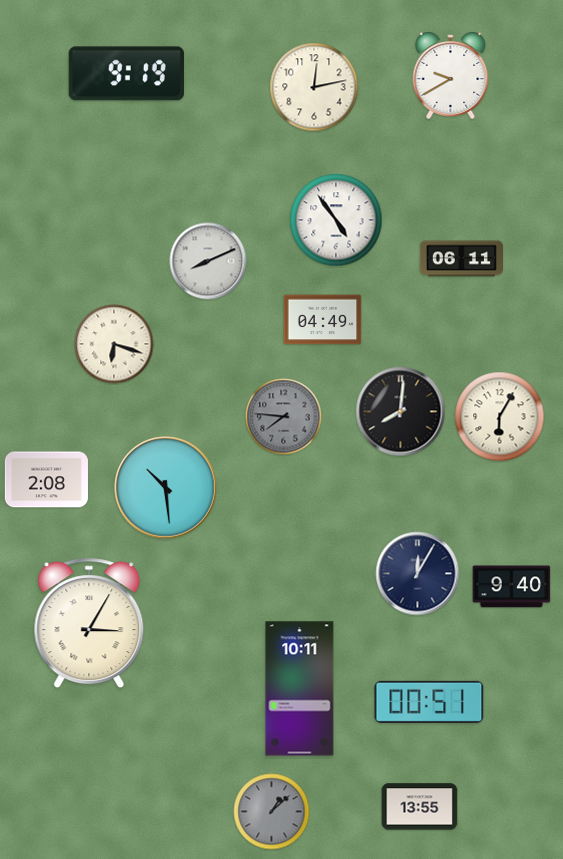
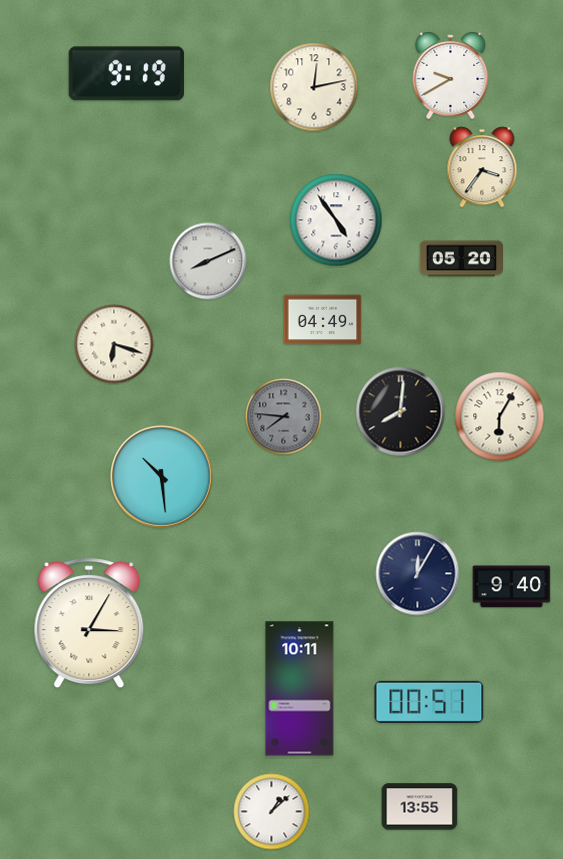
clock at (482, 167): none -> 3:36
clock at (461, 259): 06:11 -> 05:20
clock at (46, 480): 2:08 -> none
clock at (166, 488) position: (166, 488) -> (162, 477)
clock at (272, 812) dial: grey -> white
